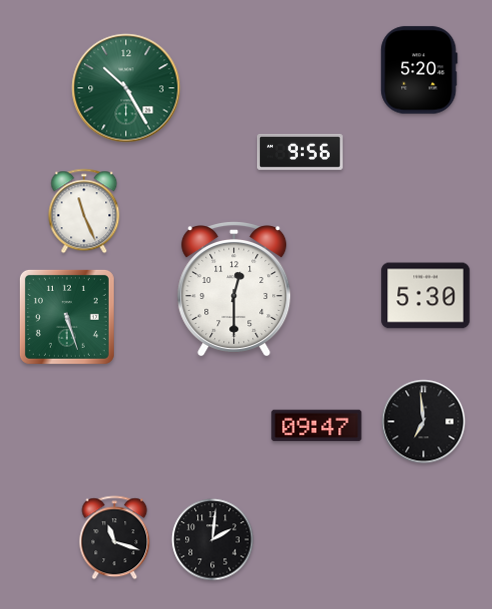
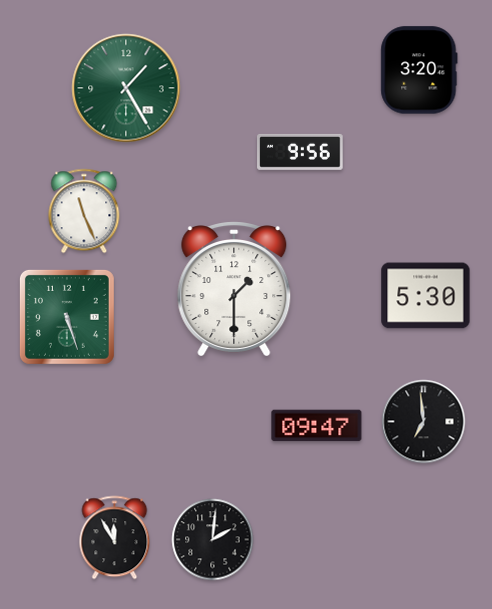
clock at (419, 70): 5:20 -> 3:20
clock at (126, 88): 10:25 -> 1:25
clock at (234, 289): 12:30 -> 1:30
clock at (115, 538): 11:18 -> 11:55
